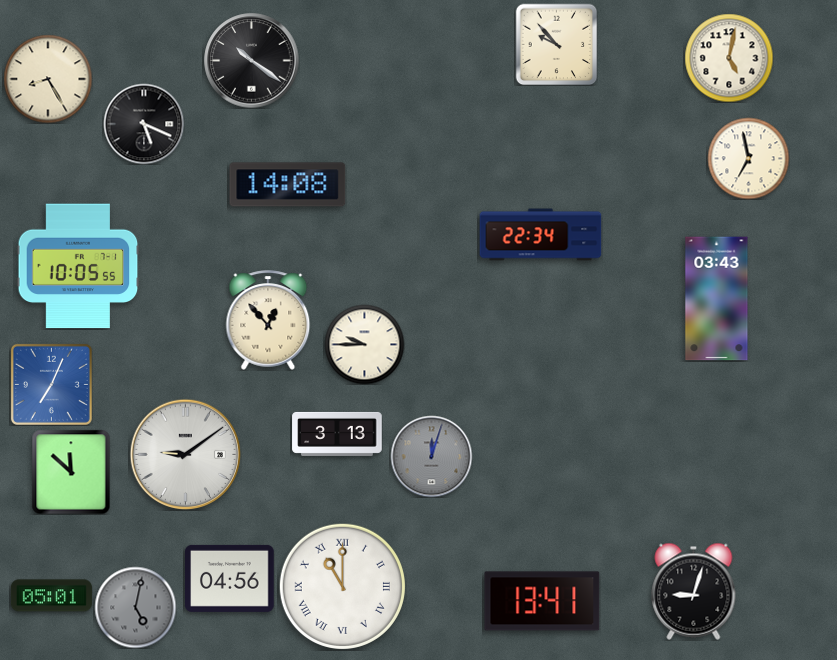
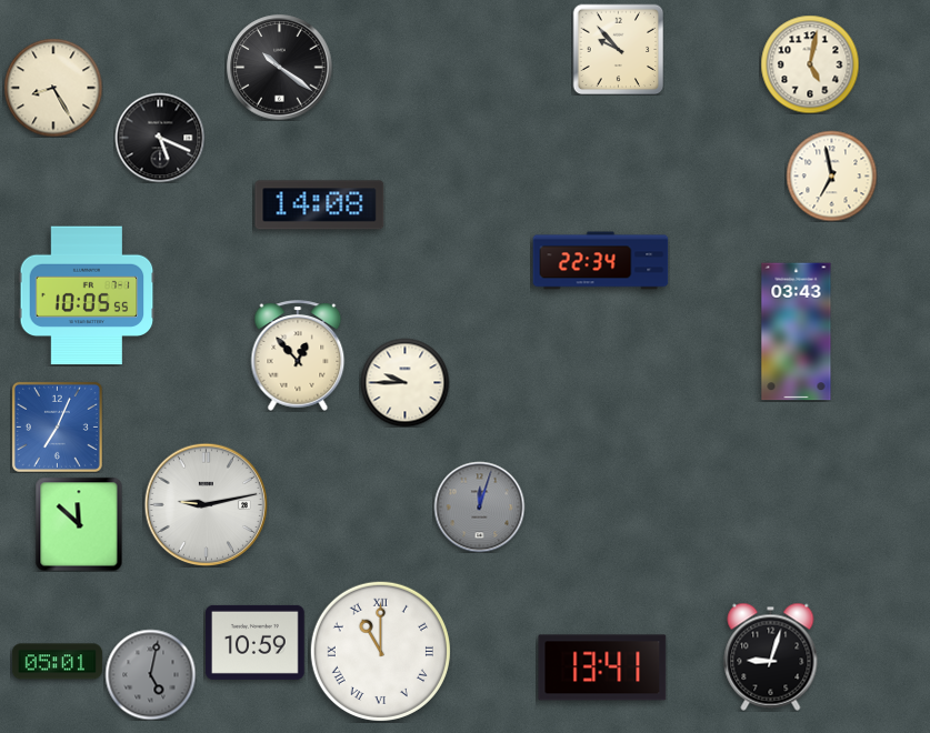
clock at (337, 434): 3:13 -> none
clock at (185, 454): 9:09 -> 9:13
clock at (230, 578): 04:56 -> 10:59
